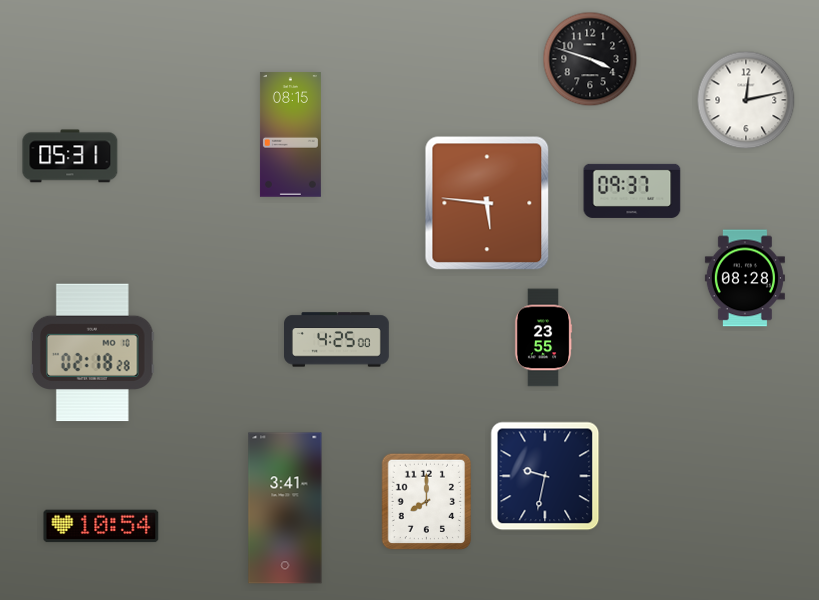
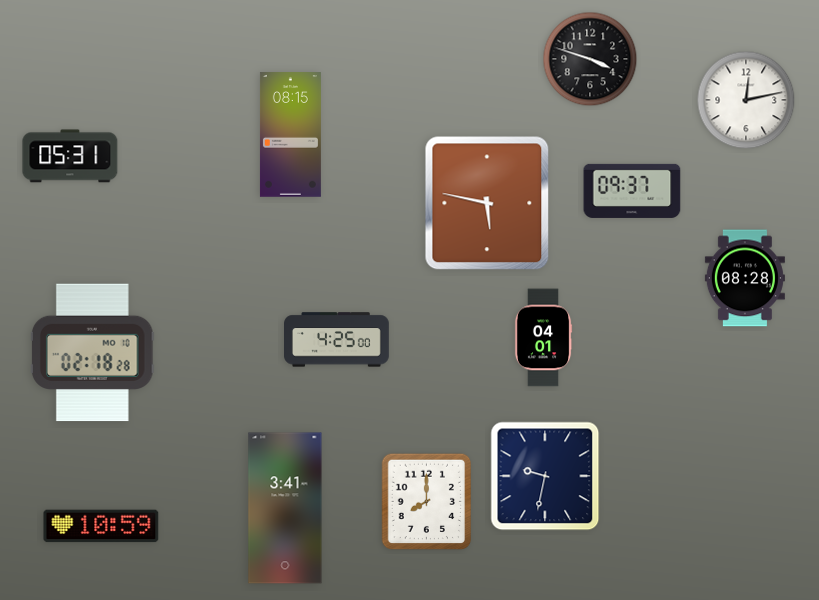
clock at (487, 203): 5:46 -> 5:47
clock at (543, 338): 23:55 -> 04:01
clock at (101, 526): 10:54 -> 10:59
